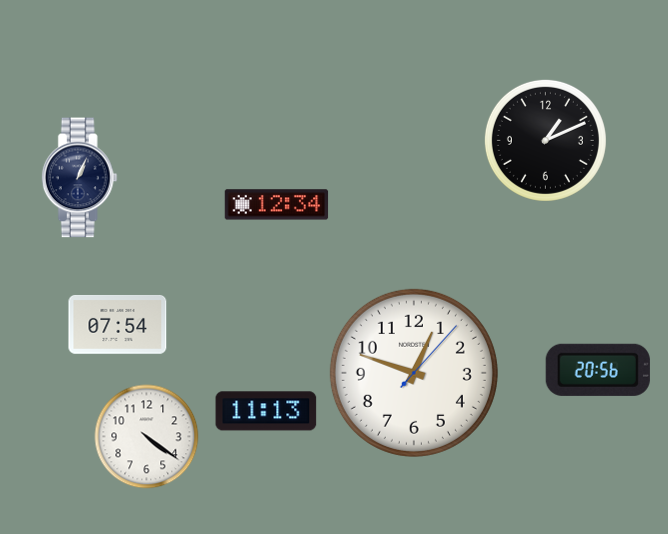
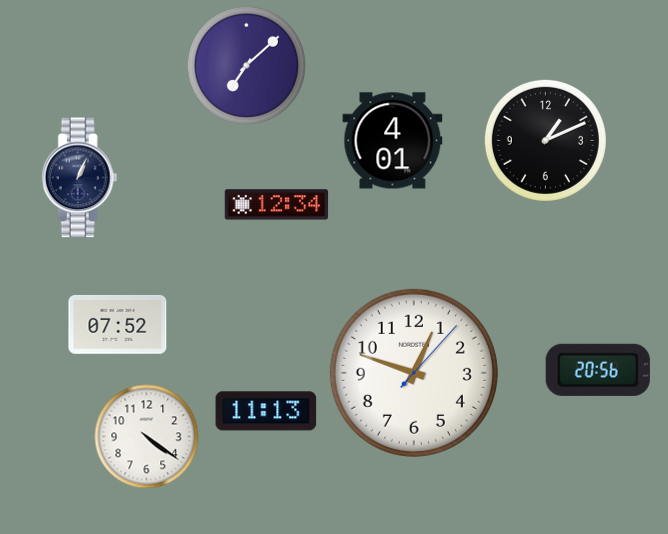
clock at (246, 65): none -> 7:08
clock at (393, 141): none -> 4:01
clock at (118, 324): 07:54 -> 07:52
